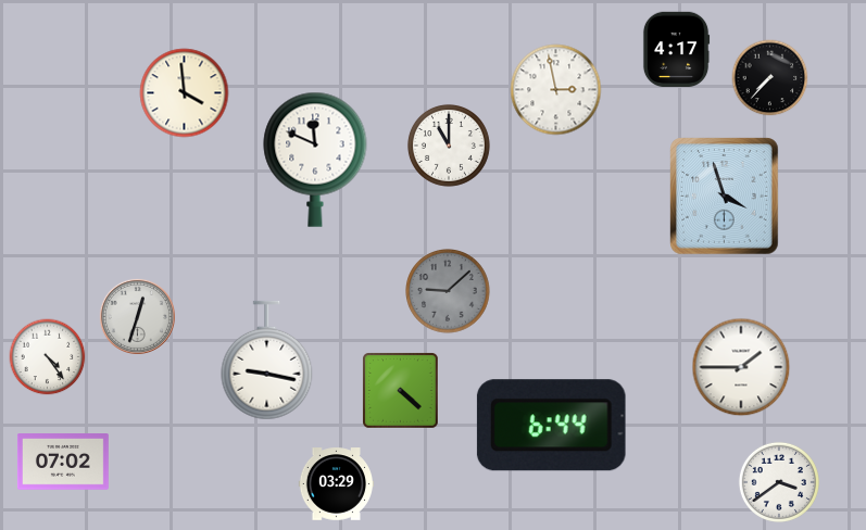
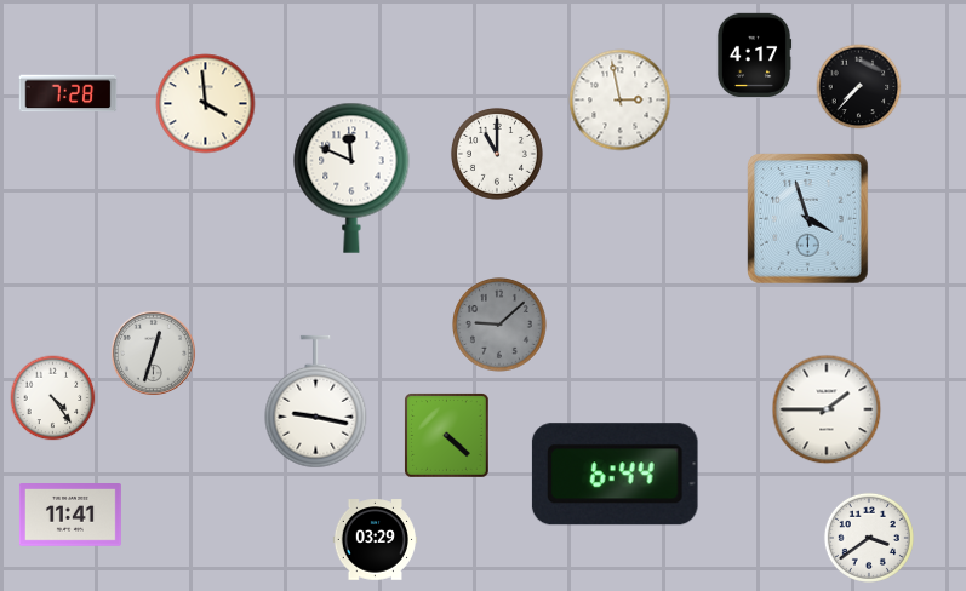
clock at (68, 93): none -> 7:28
clock at (449, 146) position: (449, 146) -> (497, 154)
clock at (267, 361) position: (267, 361) -> (316, 402)
clock at (63, 463): 07:02 -> 11:41
